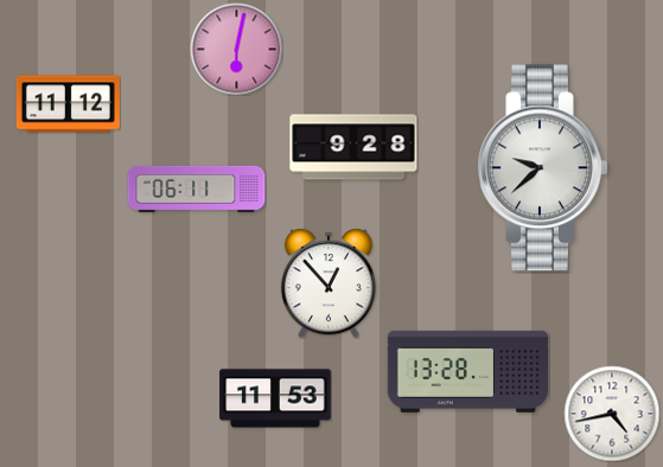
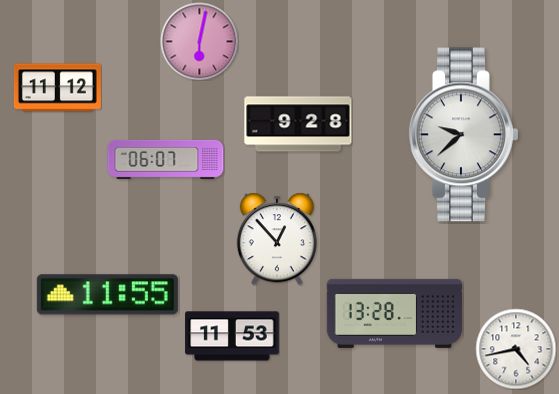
clock at (543, 168) position: (543, 168) -> (464, 135)
clock at (197, 188): 06:11 -> 06:07
clock at (107, 295): none -> 11:55
